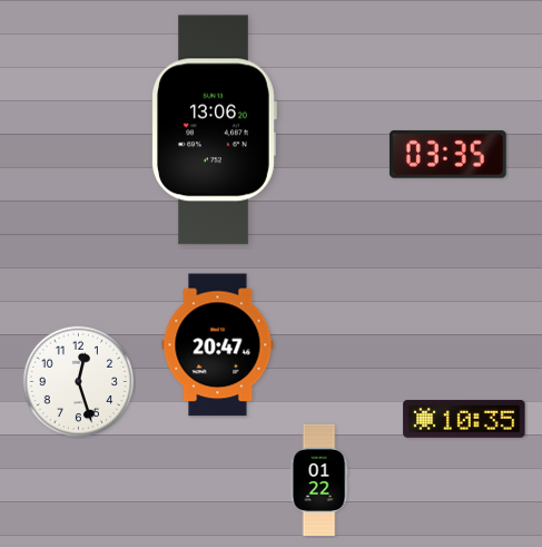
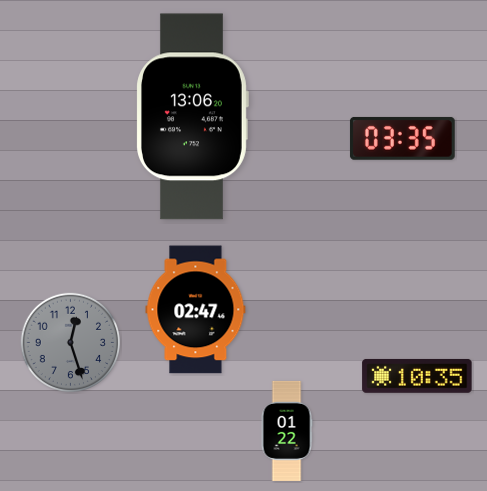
clock at (218, 345): 20:47 -> 02:47
clock at (78, 381) dial: white -> grey
